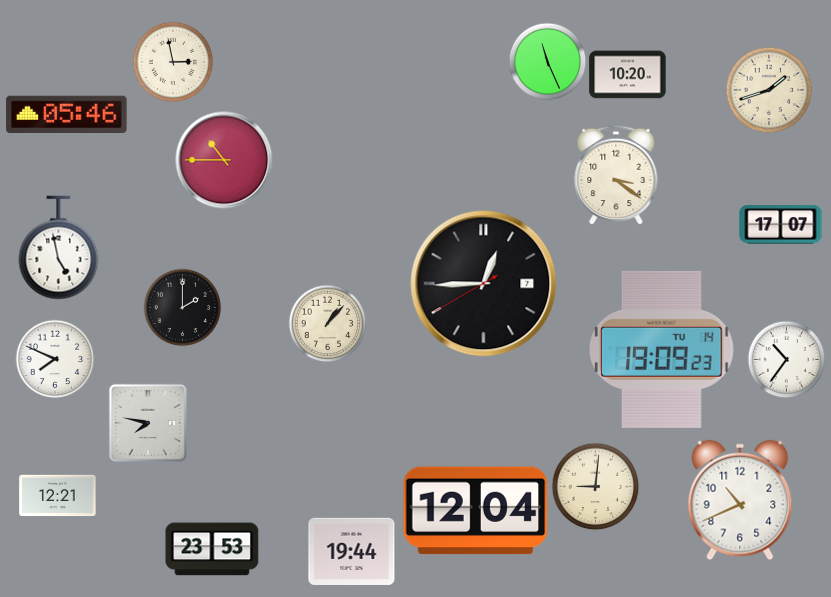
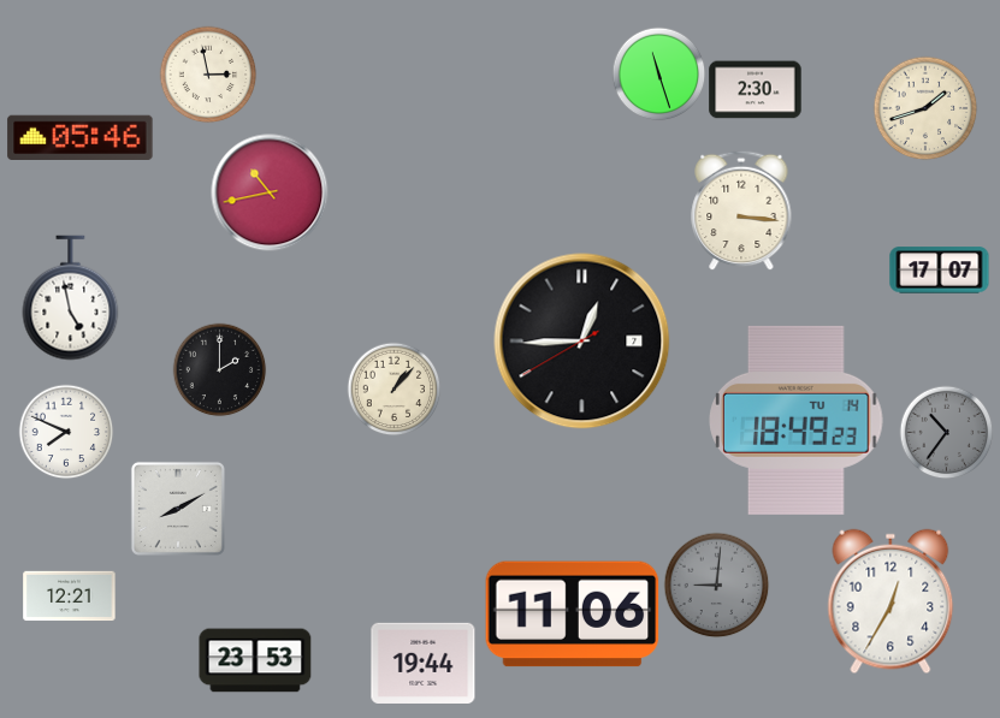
clock at (547, 61): 11:26 -> 11:27
clock at (628, 75): 10:20 -> 2:30
clock at (224, 160): 10:45 -> 10:43
clock at (616, 175): 3:21 -> 3:16
clock at (662, 349): 19:09 -> 18:49
clock at (786, 359) dial: white -> grey
clock at (148, 423): 7:47 -> 8:10
clock at (595, 486) dial: cream -> grey
clock at (740, 500): 10:41 -> 12:35
clock at (476, 511): 12:04 -> 11:06
